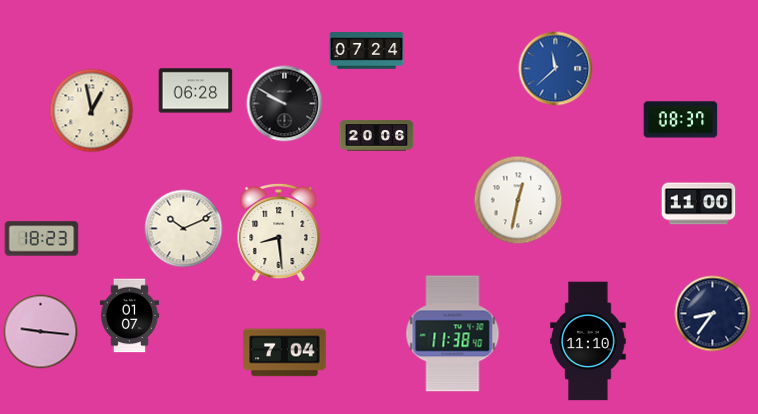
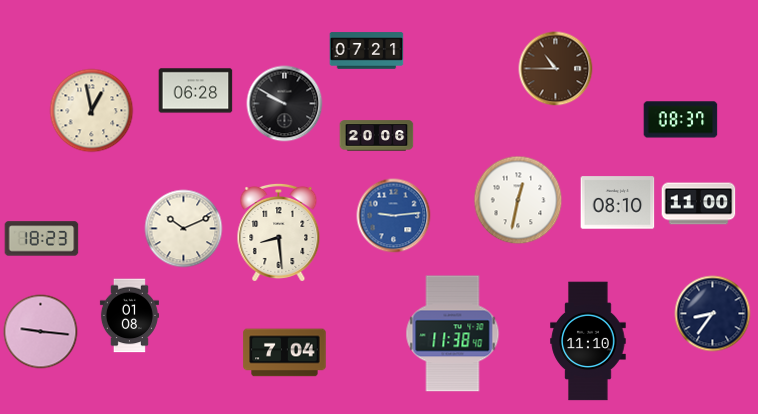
clock at (367, 51): 07:24 -> 07:21
clock at (556, 69): 11:38 -> 10:45
clock at (556, 69) dial: blue -> brown
clock at (618, 203): none -> 08:10
clock at (394, 216): none -> 9:14
clock at (129, 316): 01:07 -> 01:08
